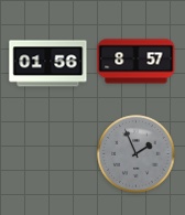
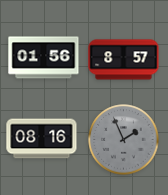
clock at (137, 62) position: (137, 62) -> (124, 60)
clock at (42, 139): none -> 08:16
